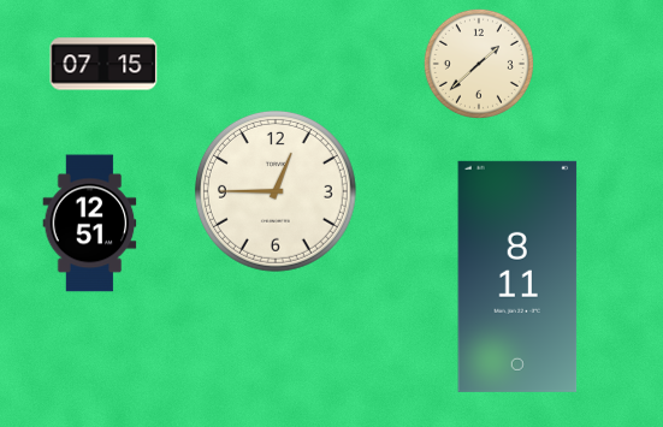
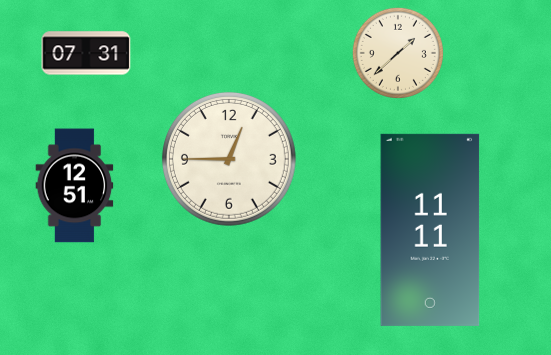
clock at (103, 64): 07:15 -> 07:31
clock at (517, 277): 8:11 -> 11:11
